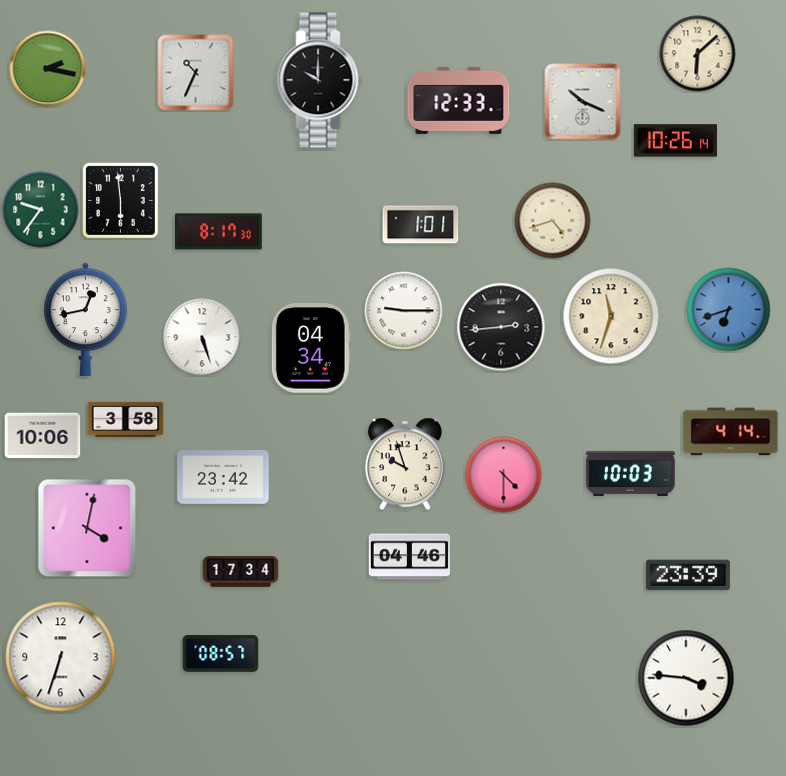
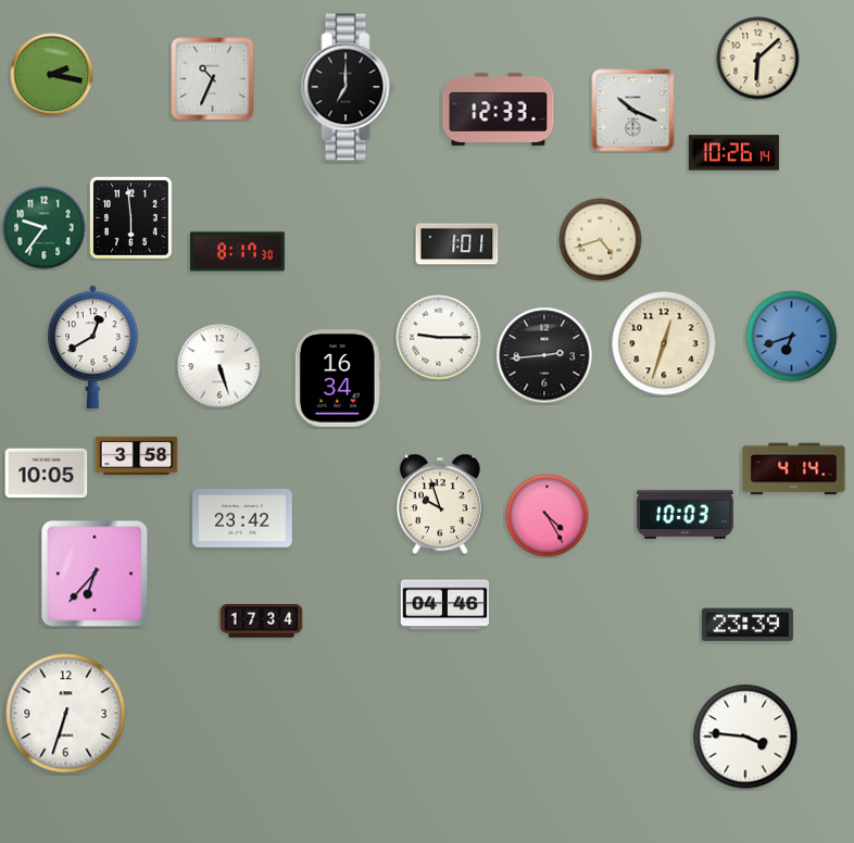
clock at (320, 80): 10:00 -> 7:00
clock at (611, 316): 11:33 -> 12:33
clock at (86, 320): 12:43 -> 12:40
clock at (311, 348): 04:34 -> 16:34
clock at (43, 436): 10:06 -> 10:05
clock at (504, 475): 4:30 -> 4:25
clock at (87, 528): 4:02 -> 6:37
clock at (221, 654): 08:57 -> none
